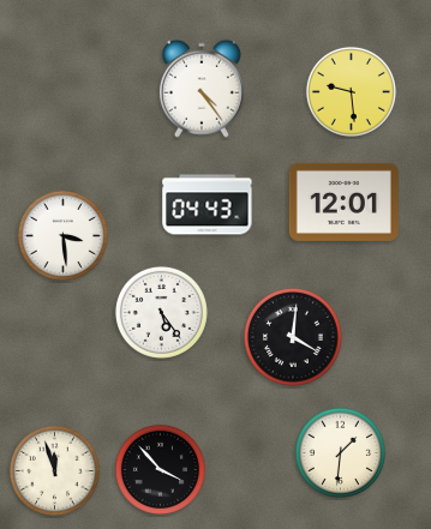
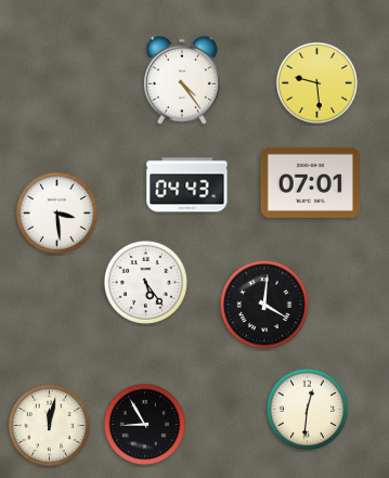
clock at (343, 202): 12:01 -> 07:01
clock at (340, 452): 1:31 -> 12:31
clock at (160, 469): 3:53 -> 8:55
clock at (54, 470): 11:57 -> 12:02
